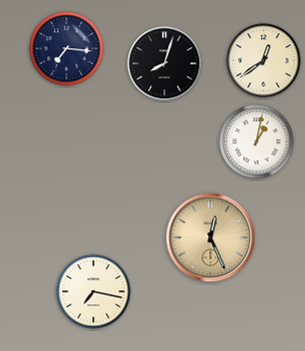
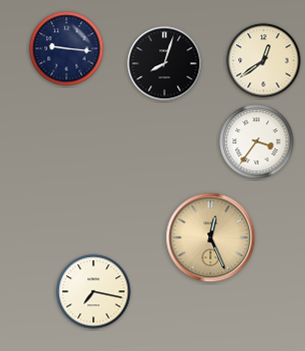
clock at (67, 49): 7:16 -> 9:16
clock at (257, 142): 1:02 -> 3:36
